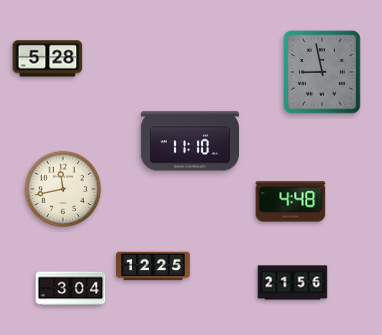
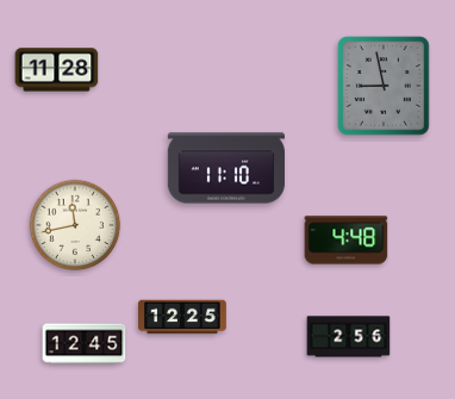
clock at (48, 59): 5:28 -> 11:28
clock at (293, 283): 21:56 -> 2:56
clock at (71, 289): 3:04 -> 12:45
